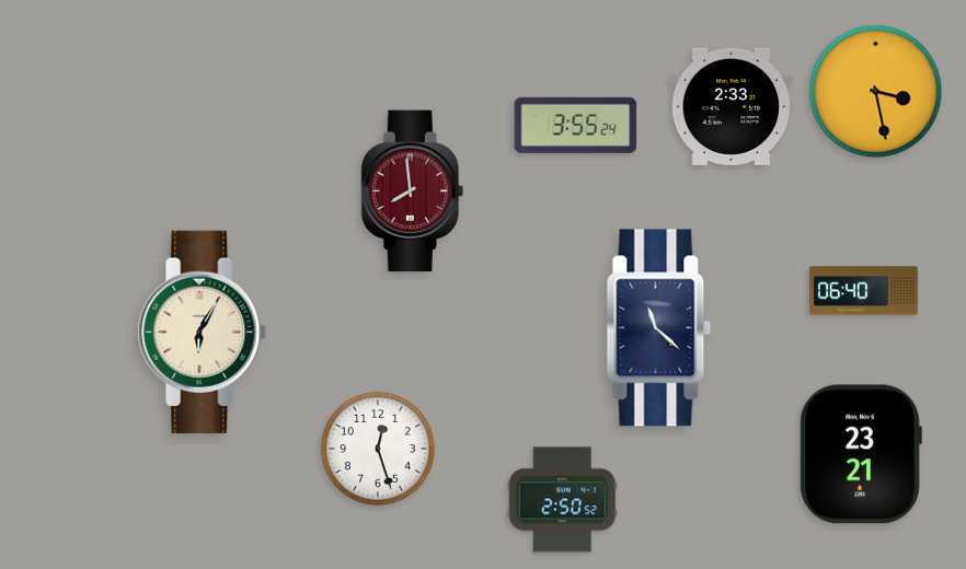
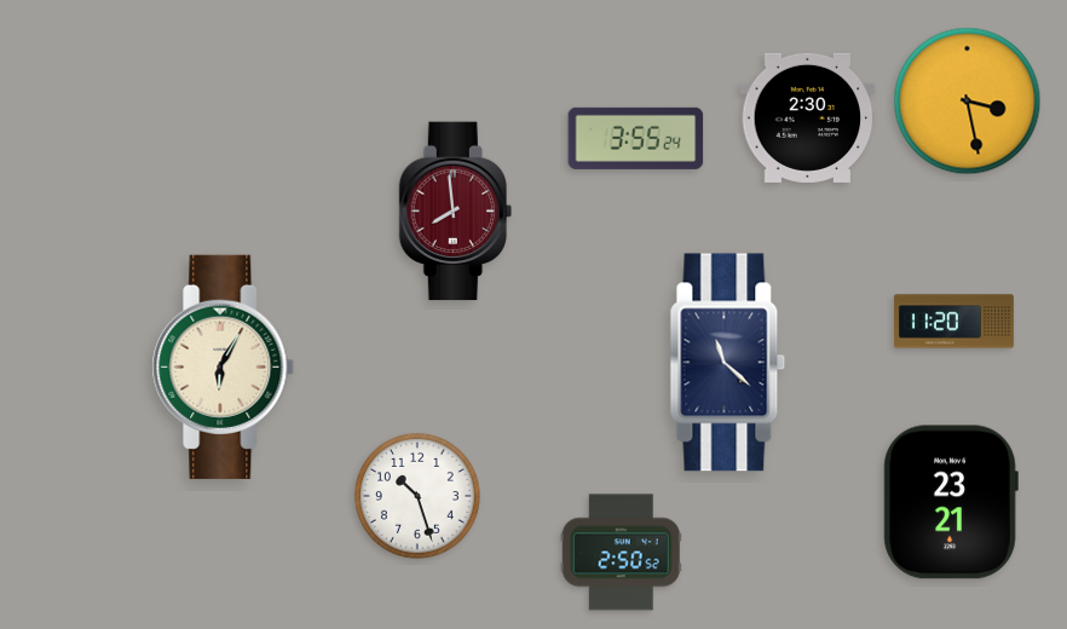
clock at (732, 106): 2:33 -> 2:30
clock at (863, 291): 06:40 -> 11:20
clock at (378, 449): 12:27 -> 10:27
